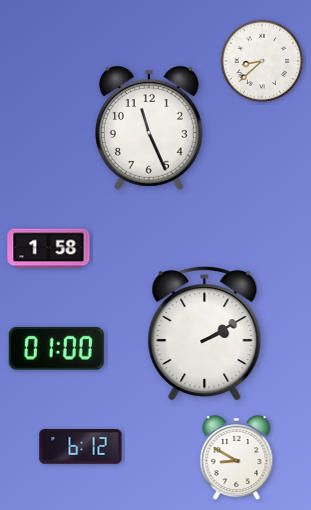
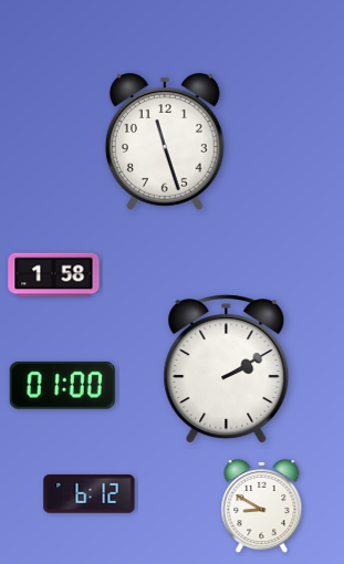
clock at (262, 61): 8:38 -> none
clock at (149, 128): 11:26 -> 11:27
